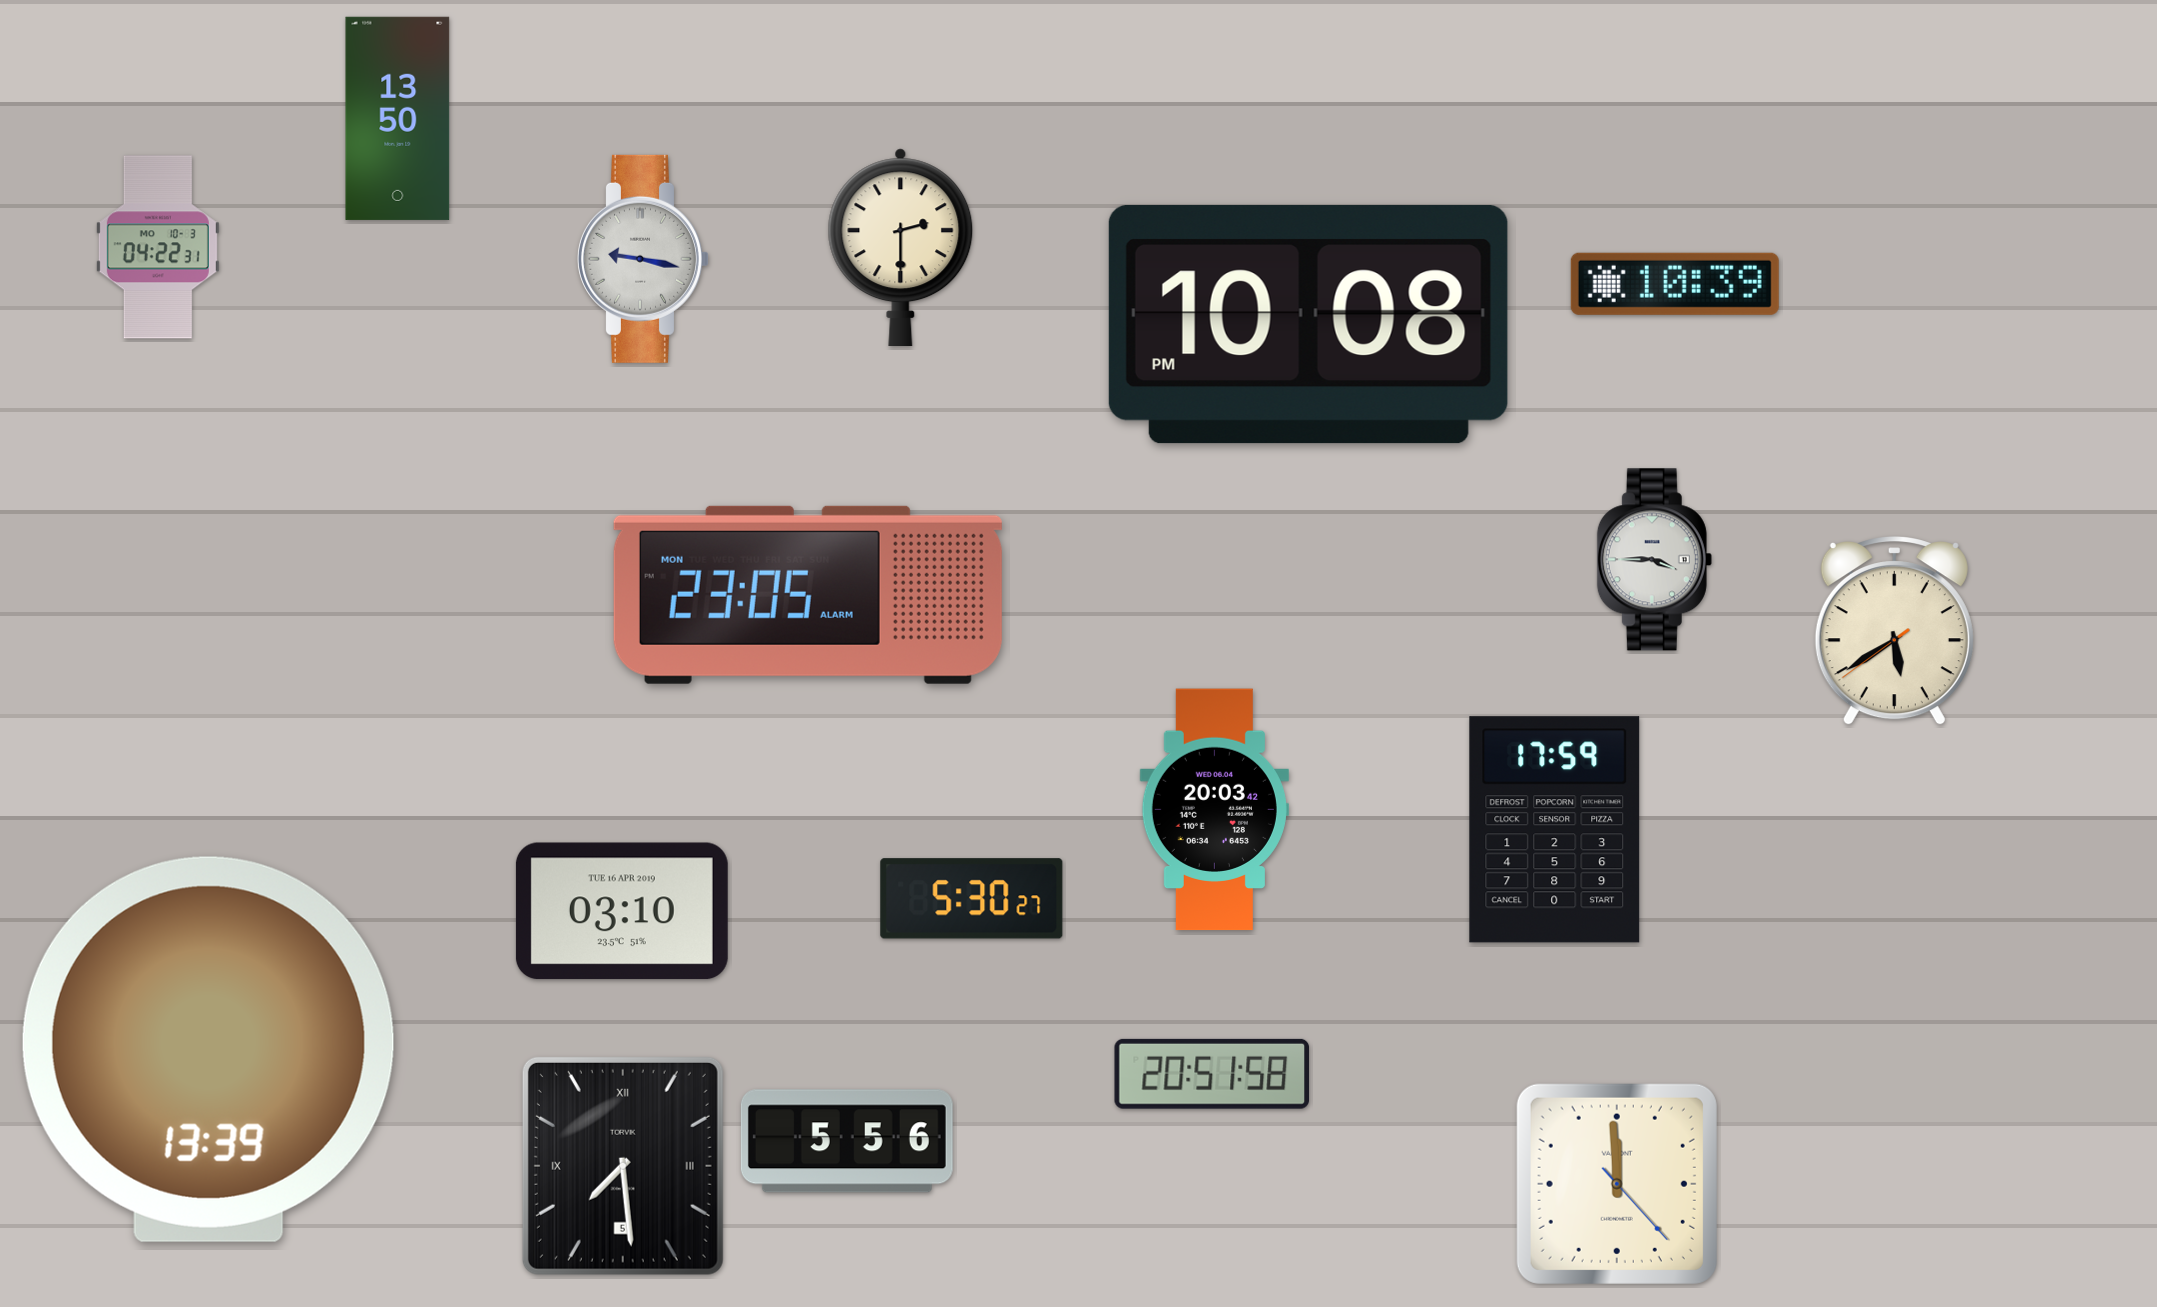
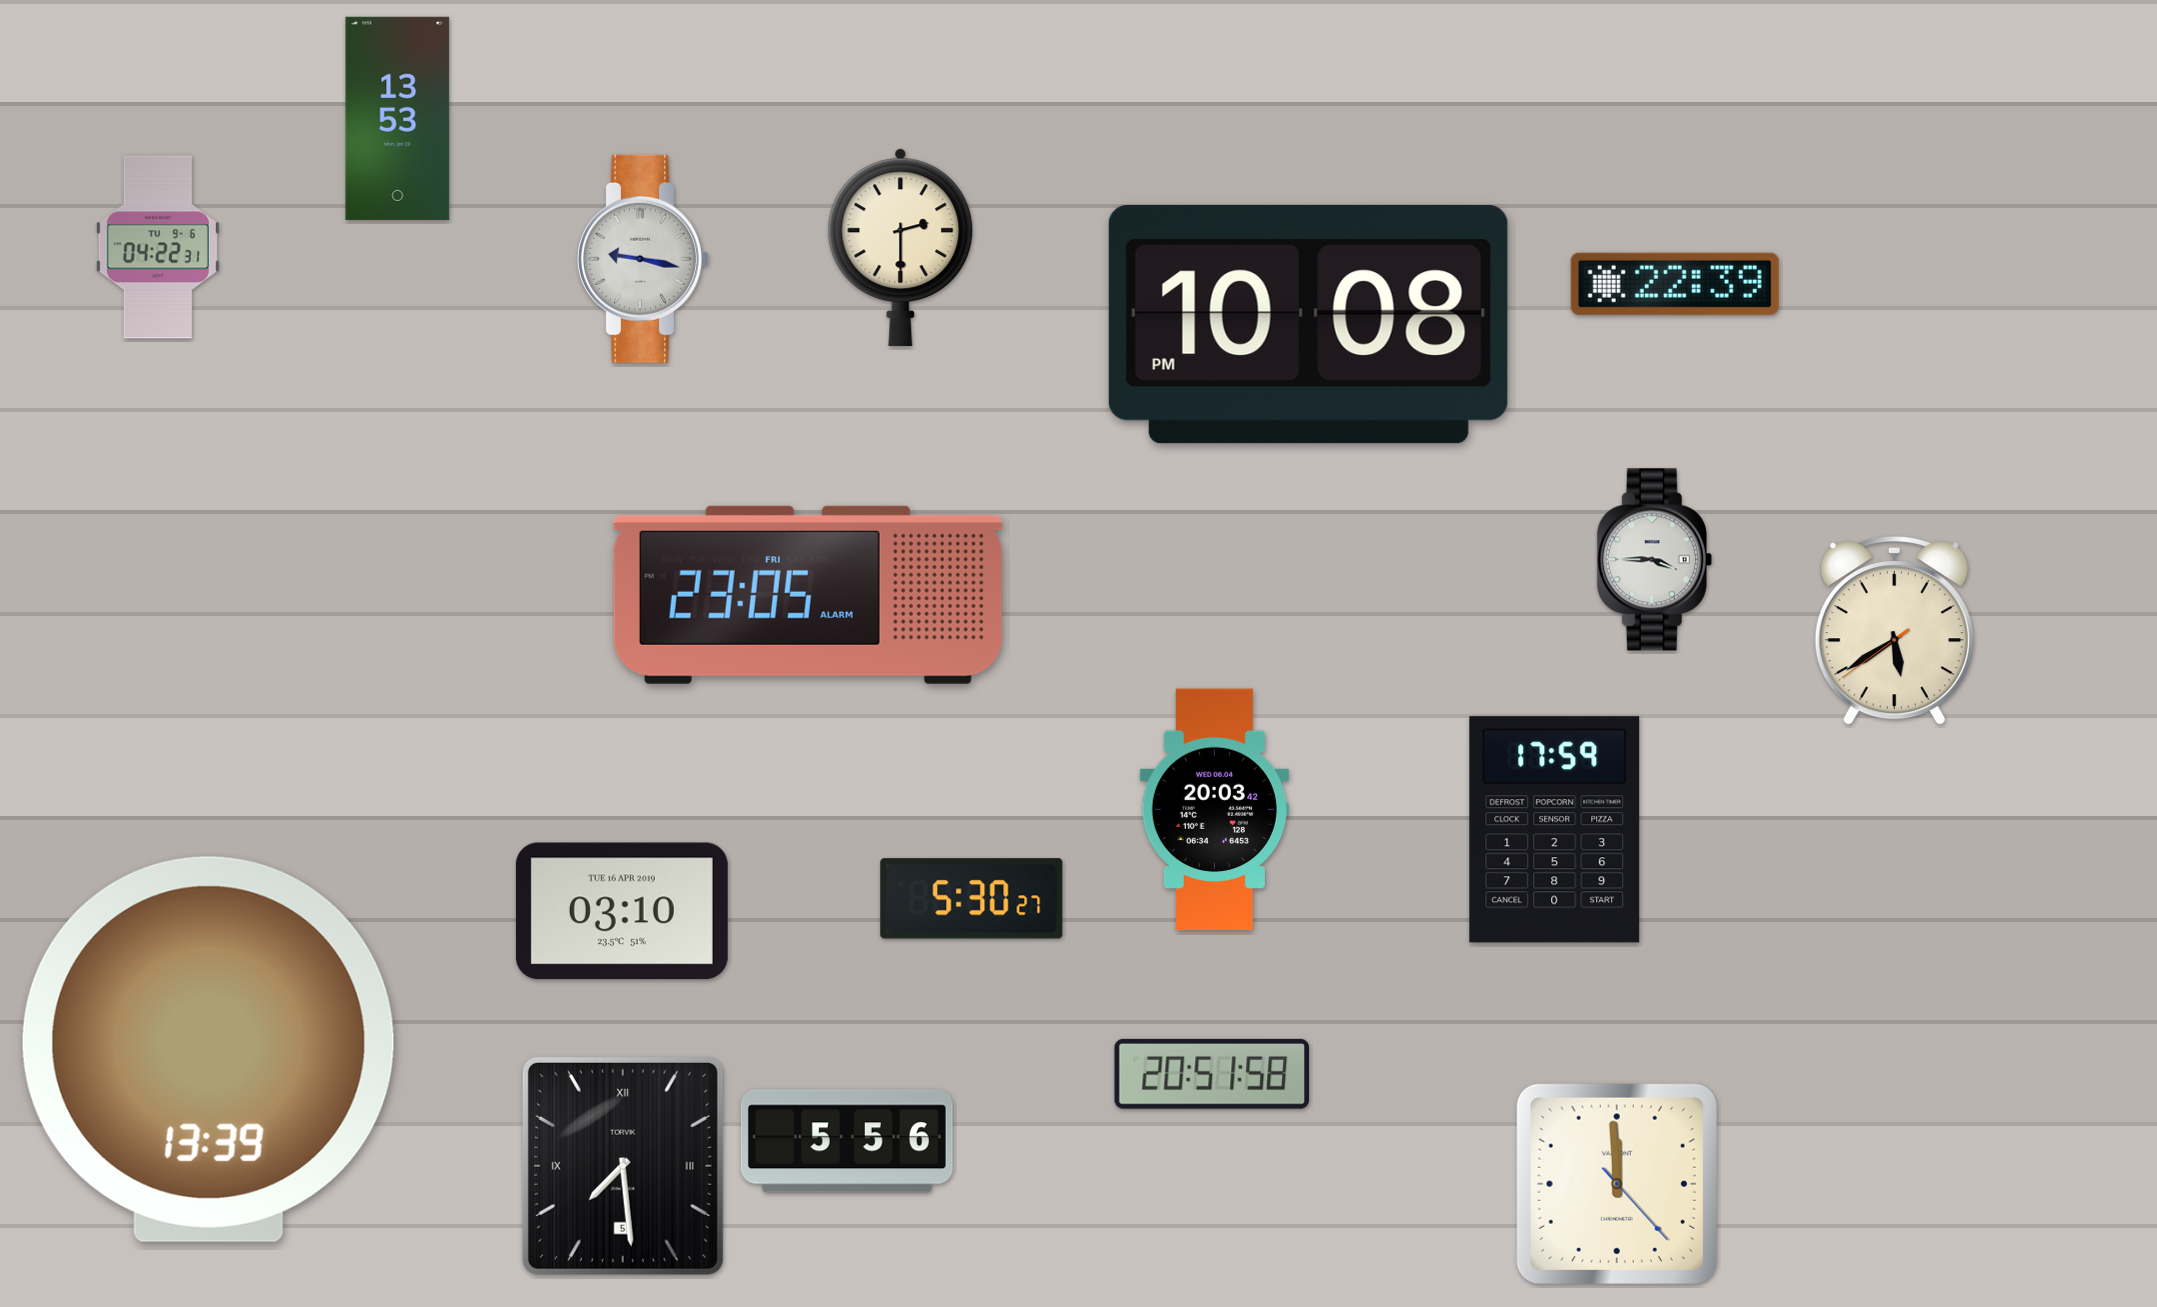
clock at (398, 118): 13:50 -> 13:53
clock at (158, 247) date: MO 10-3 -> TU 9-6
clock at (1675, 284): 10:39 -> 22:39
clock at (808, 595) date: MON -> FRI
